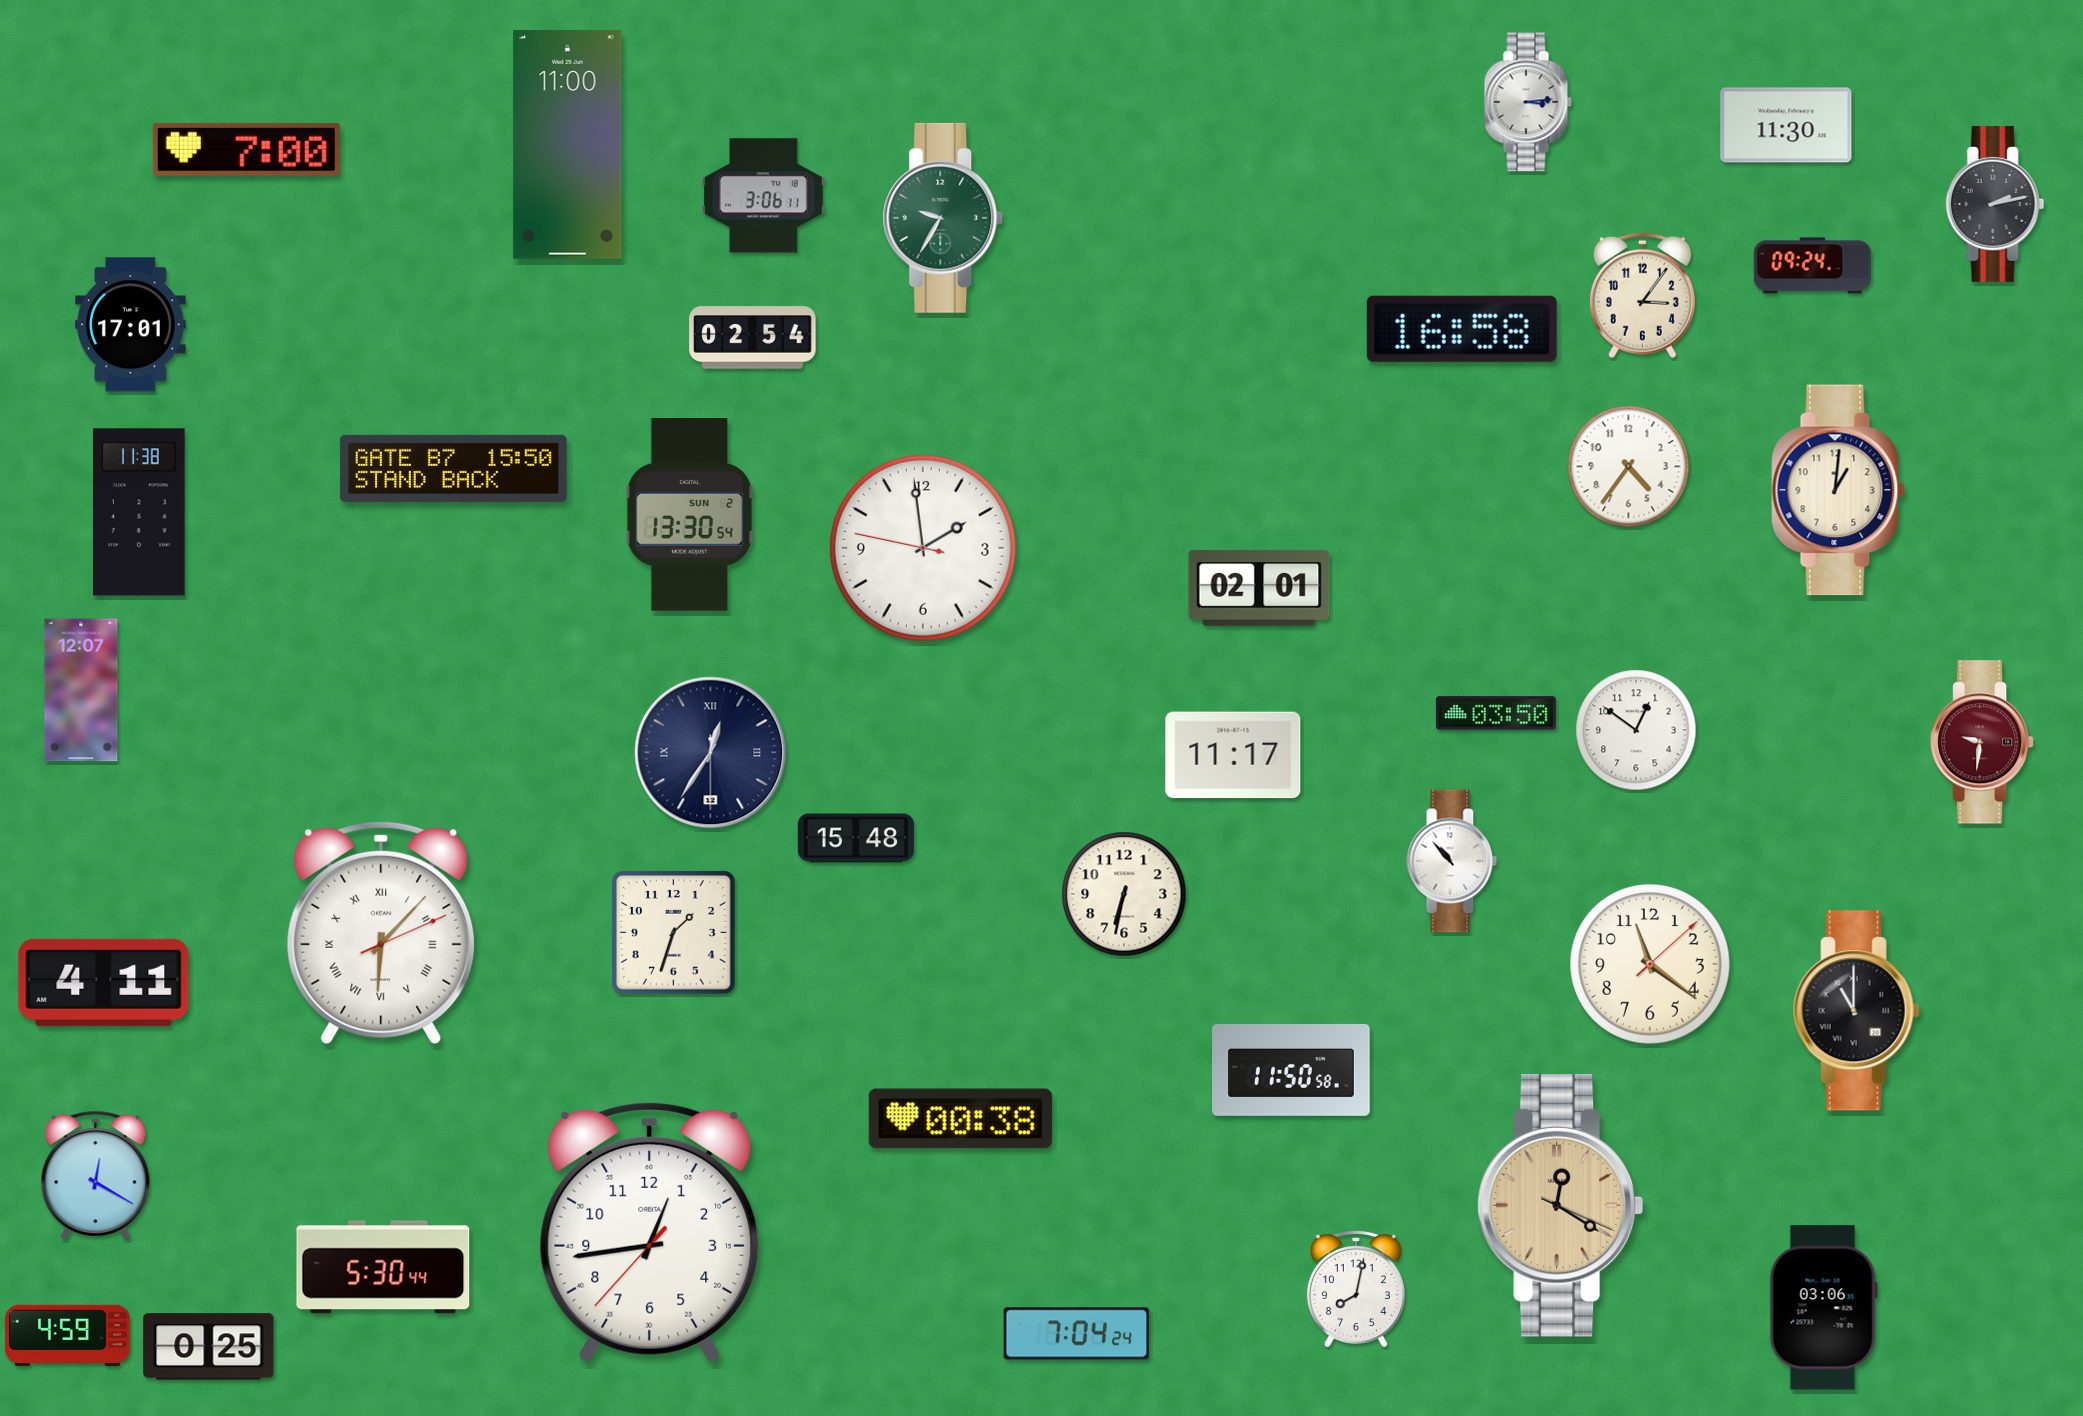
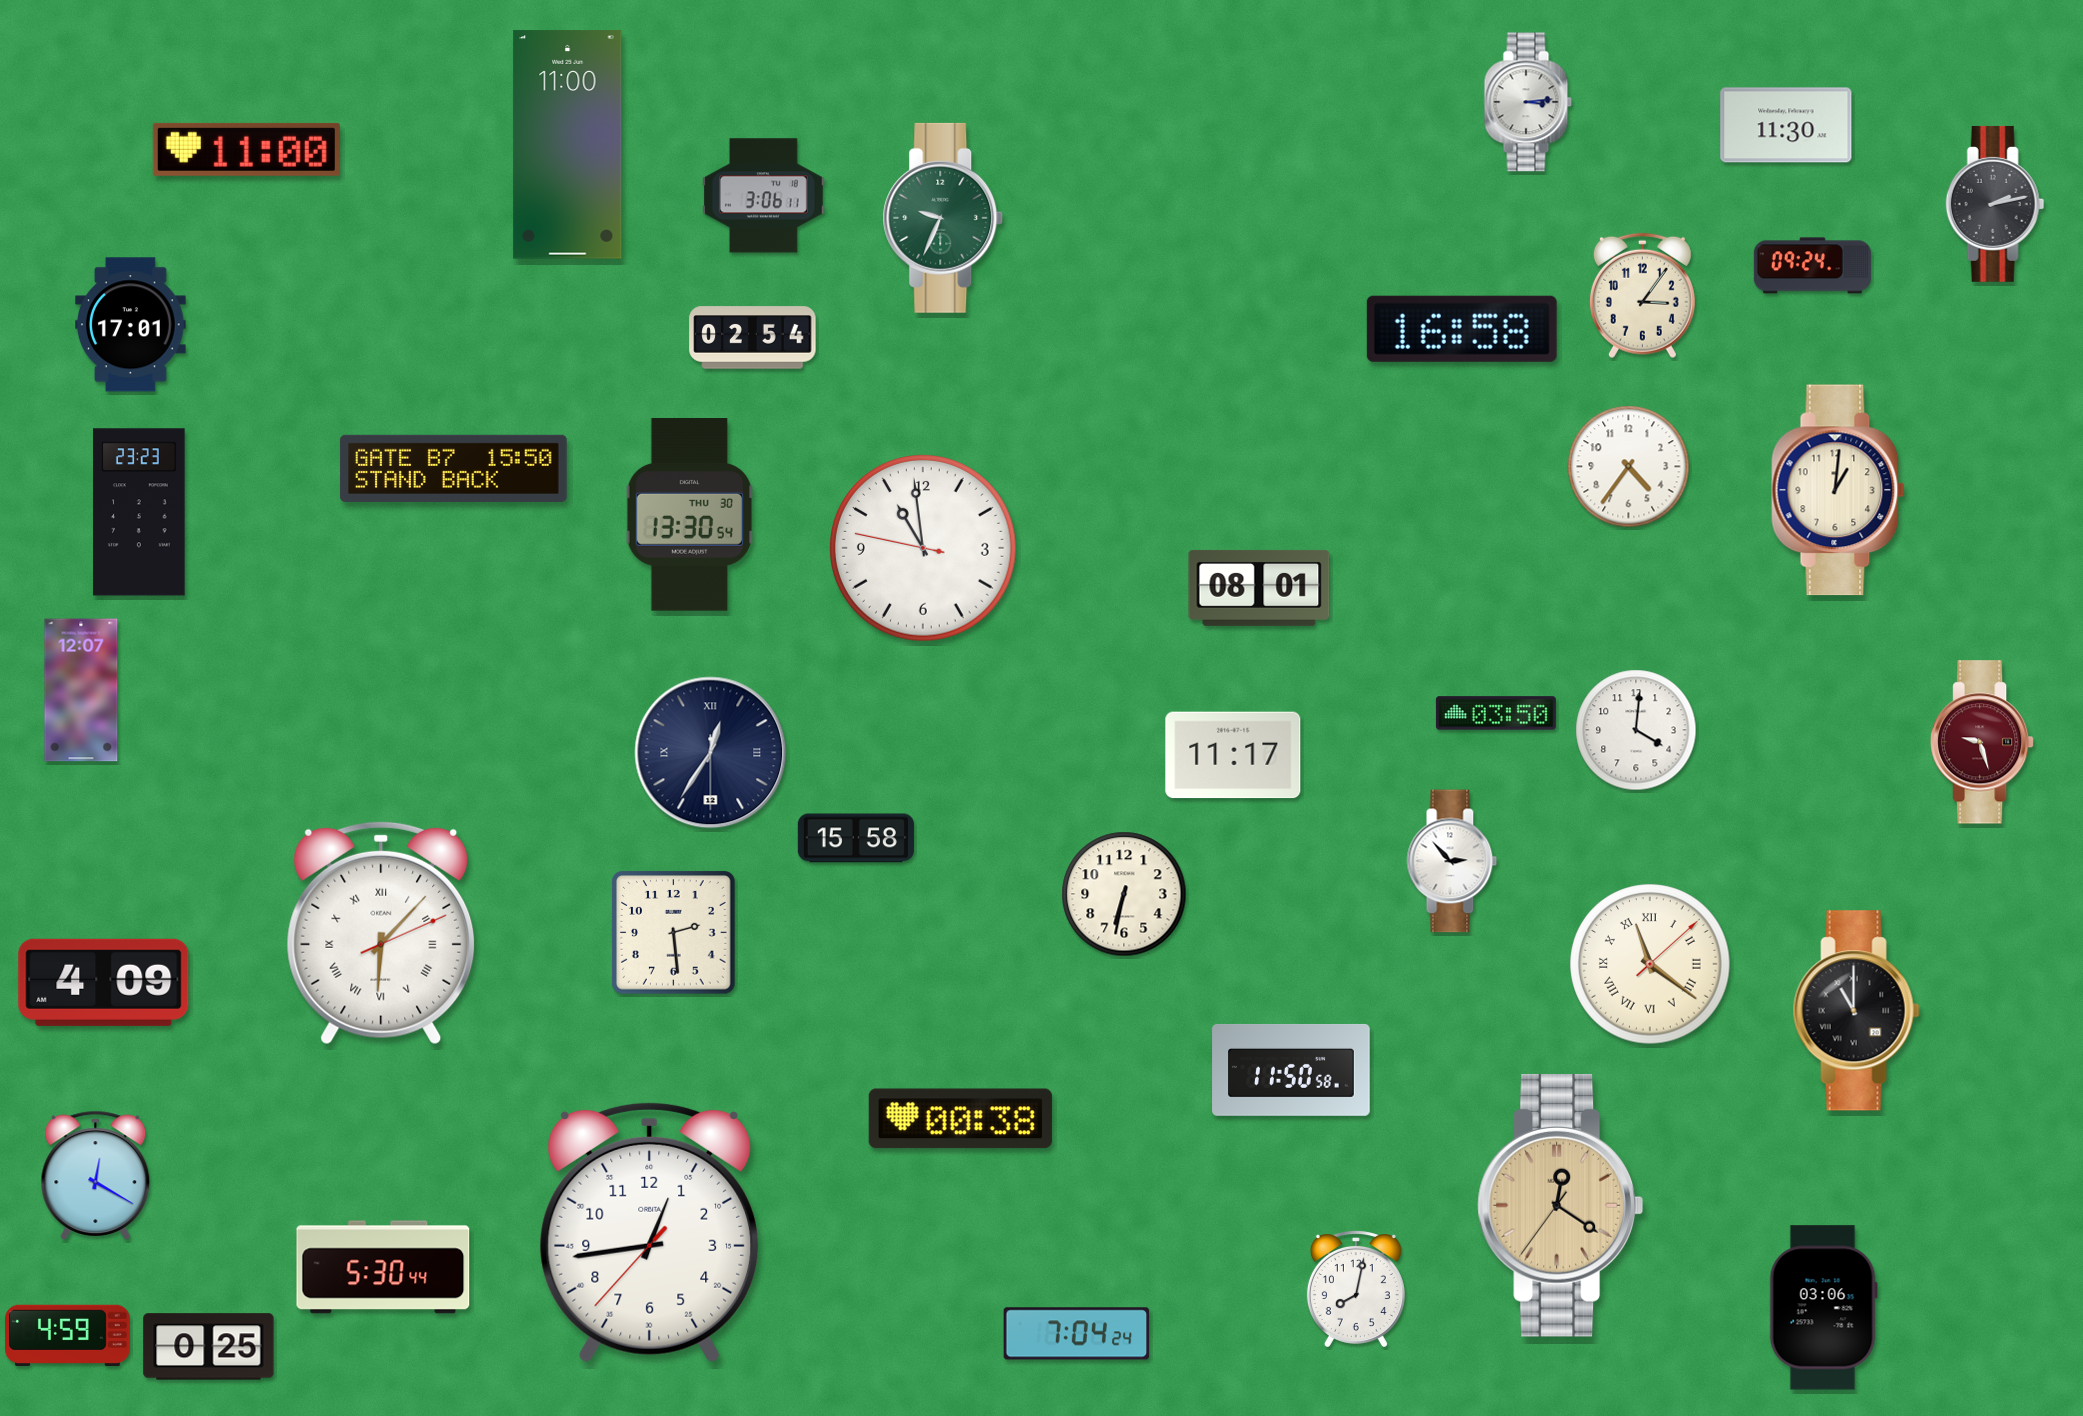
clock at (246, 149): 7:00 -> 11:00
clock at (943, 218): 9:35 -> 9:34
clock at (139, 512): 11:38 -> 23:23
clock at (689, 515) date: SUN 2 -> THU 30
clock at (924, 549): 1:58 -> 10:58
clock at (1259, 588): 02:01 -> 08:01
clock at (1636, 730): 12:51 -> 4:01
clock at (1983, 742): 9:31 -> 9:27
clock at (856, 838): 15:48 -> 15:58
clock at (1452, 861): 10:53 -> 2:53
clock at (674, 933): 1:33 -> 2:29
clock at (1650, 964) numerals: Arabic -> Roman
clock at (104, 982): 4:11 -> 4:09
clock at (1560, 1205): 12:20:19 -> 12:20:36
